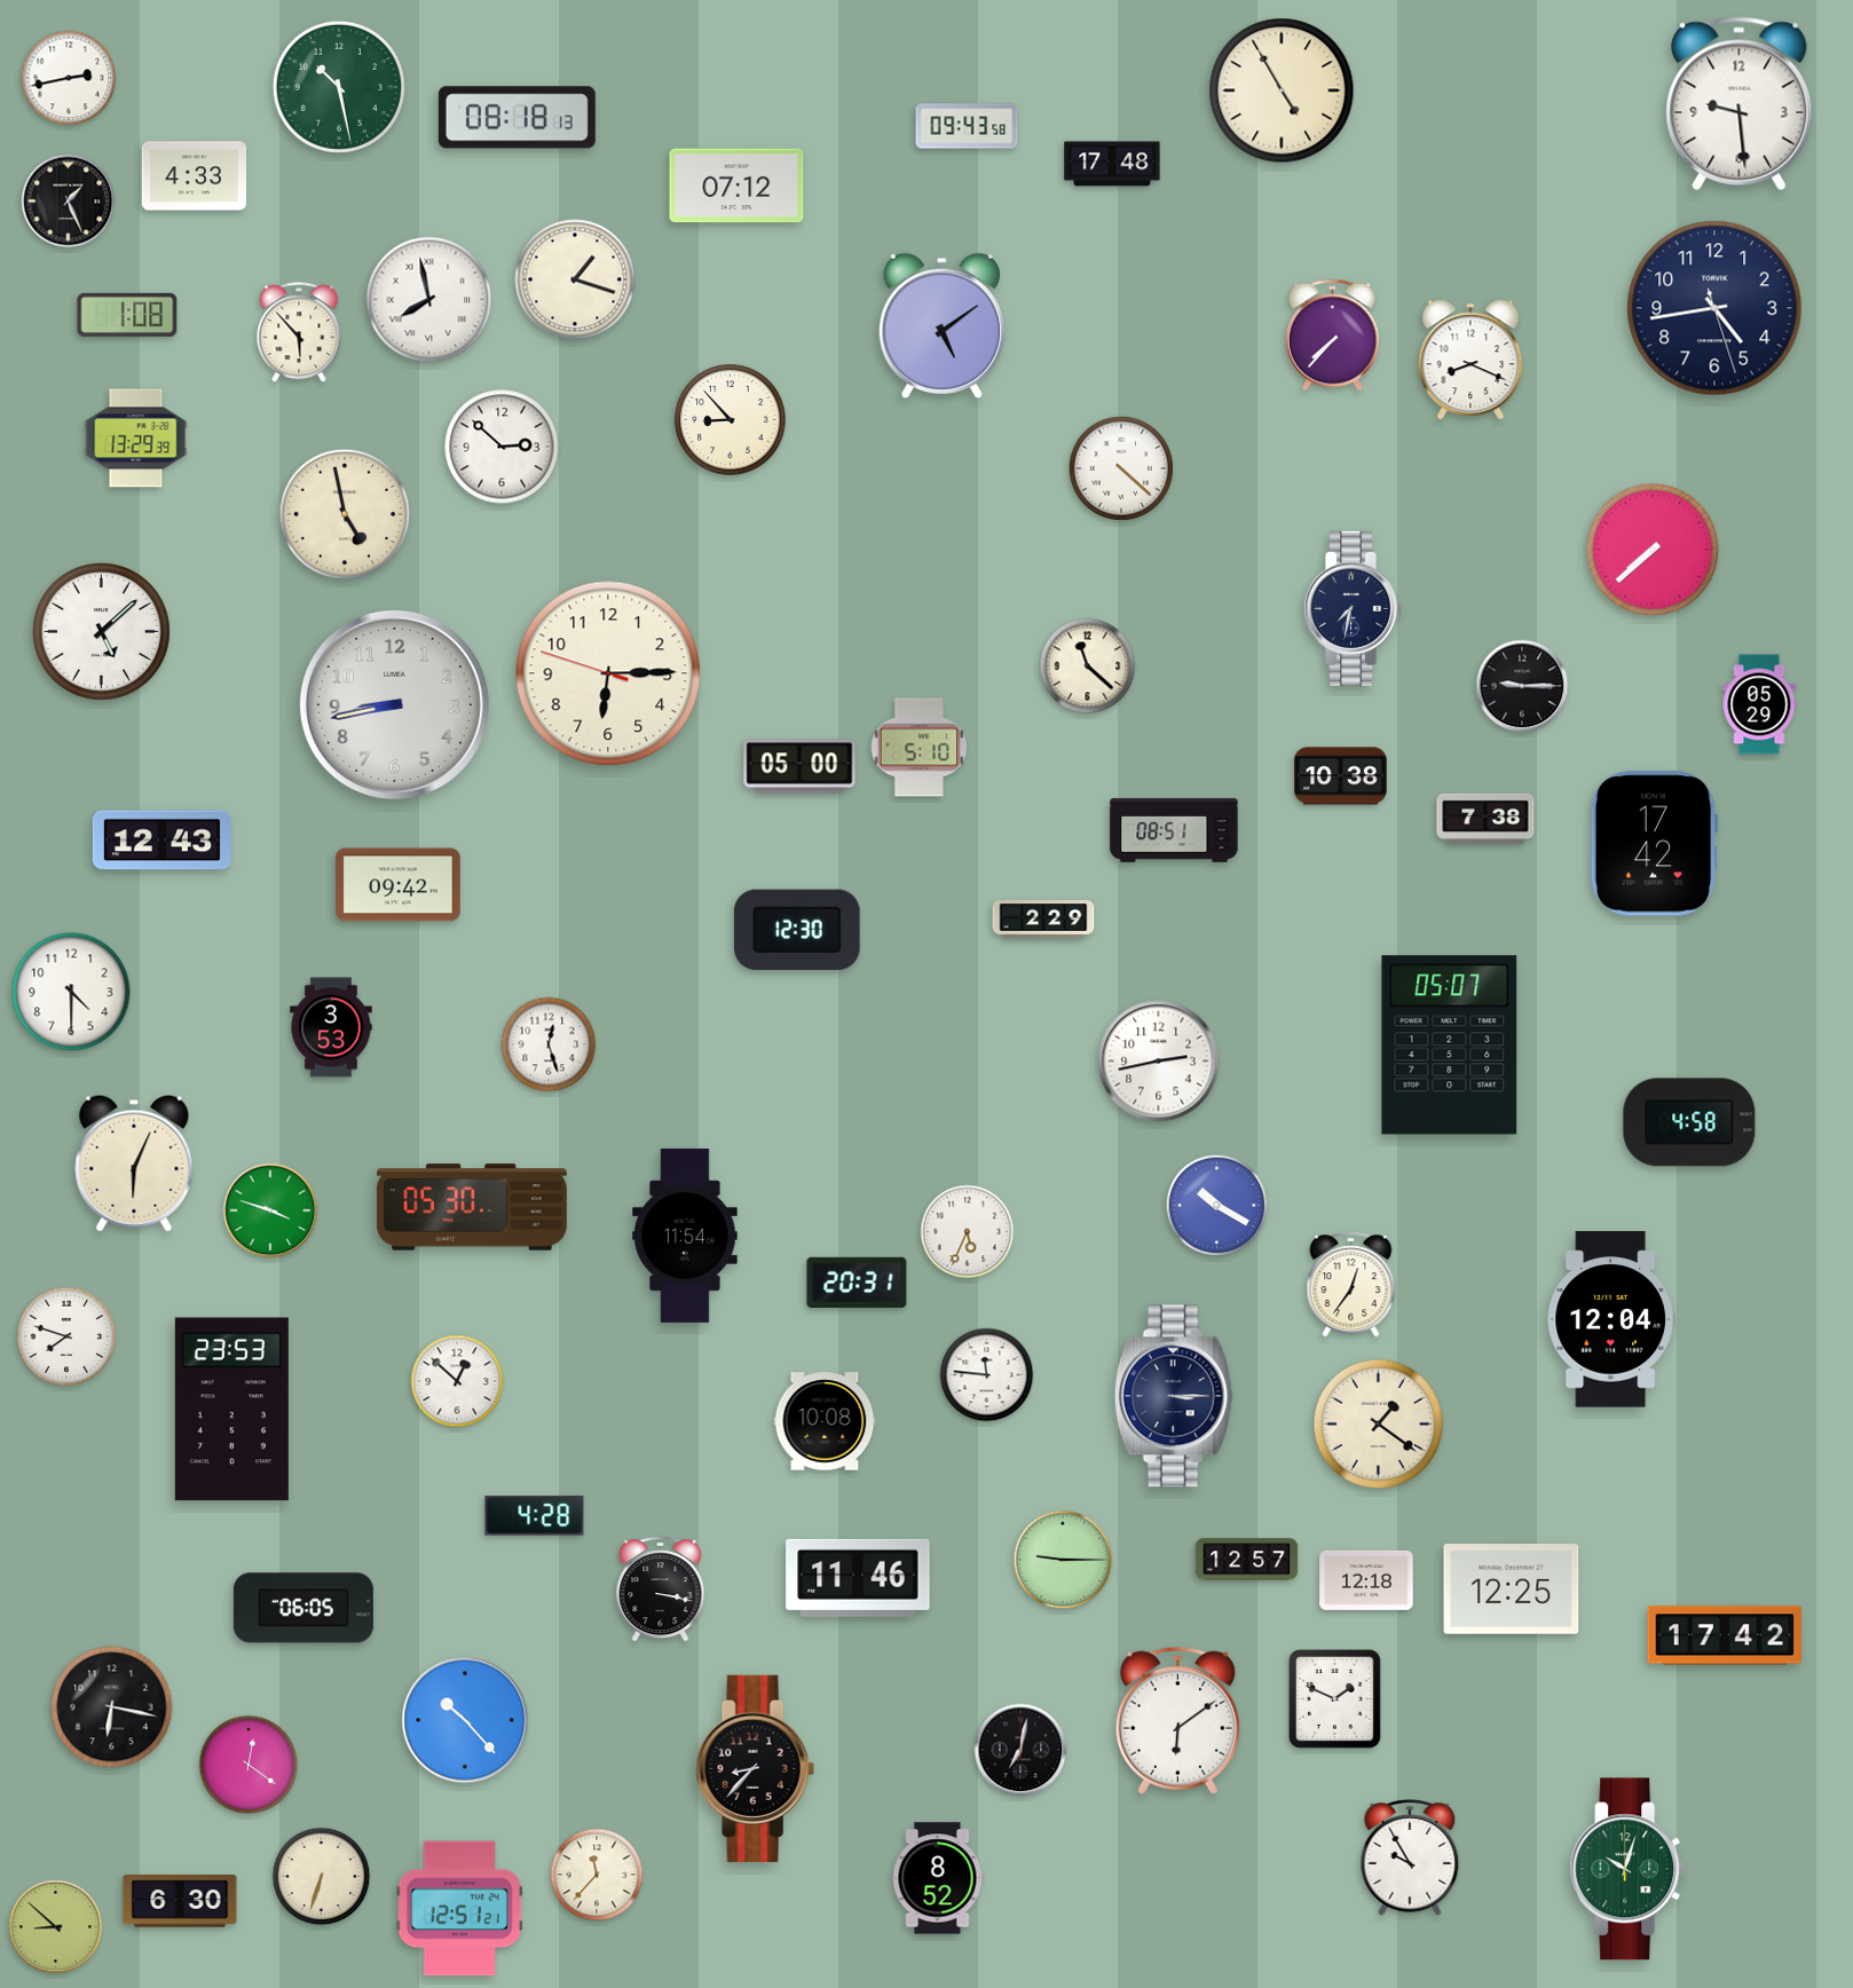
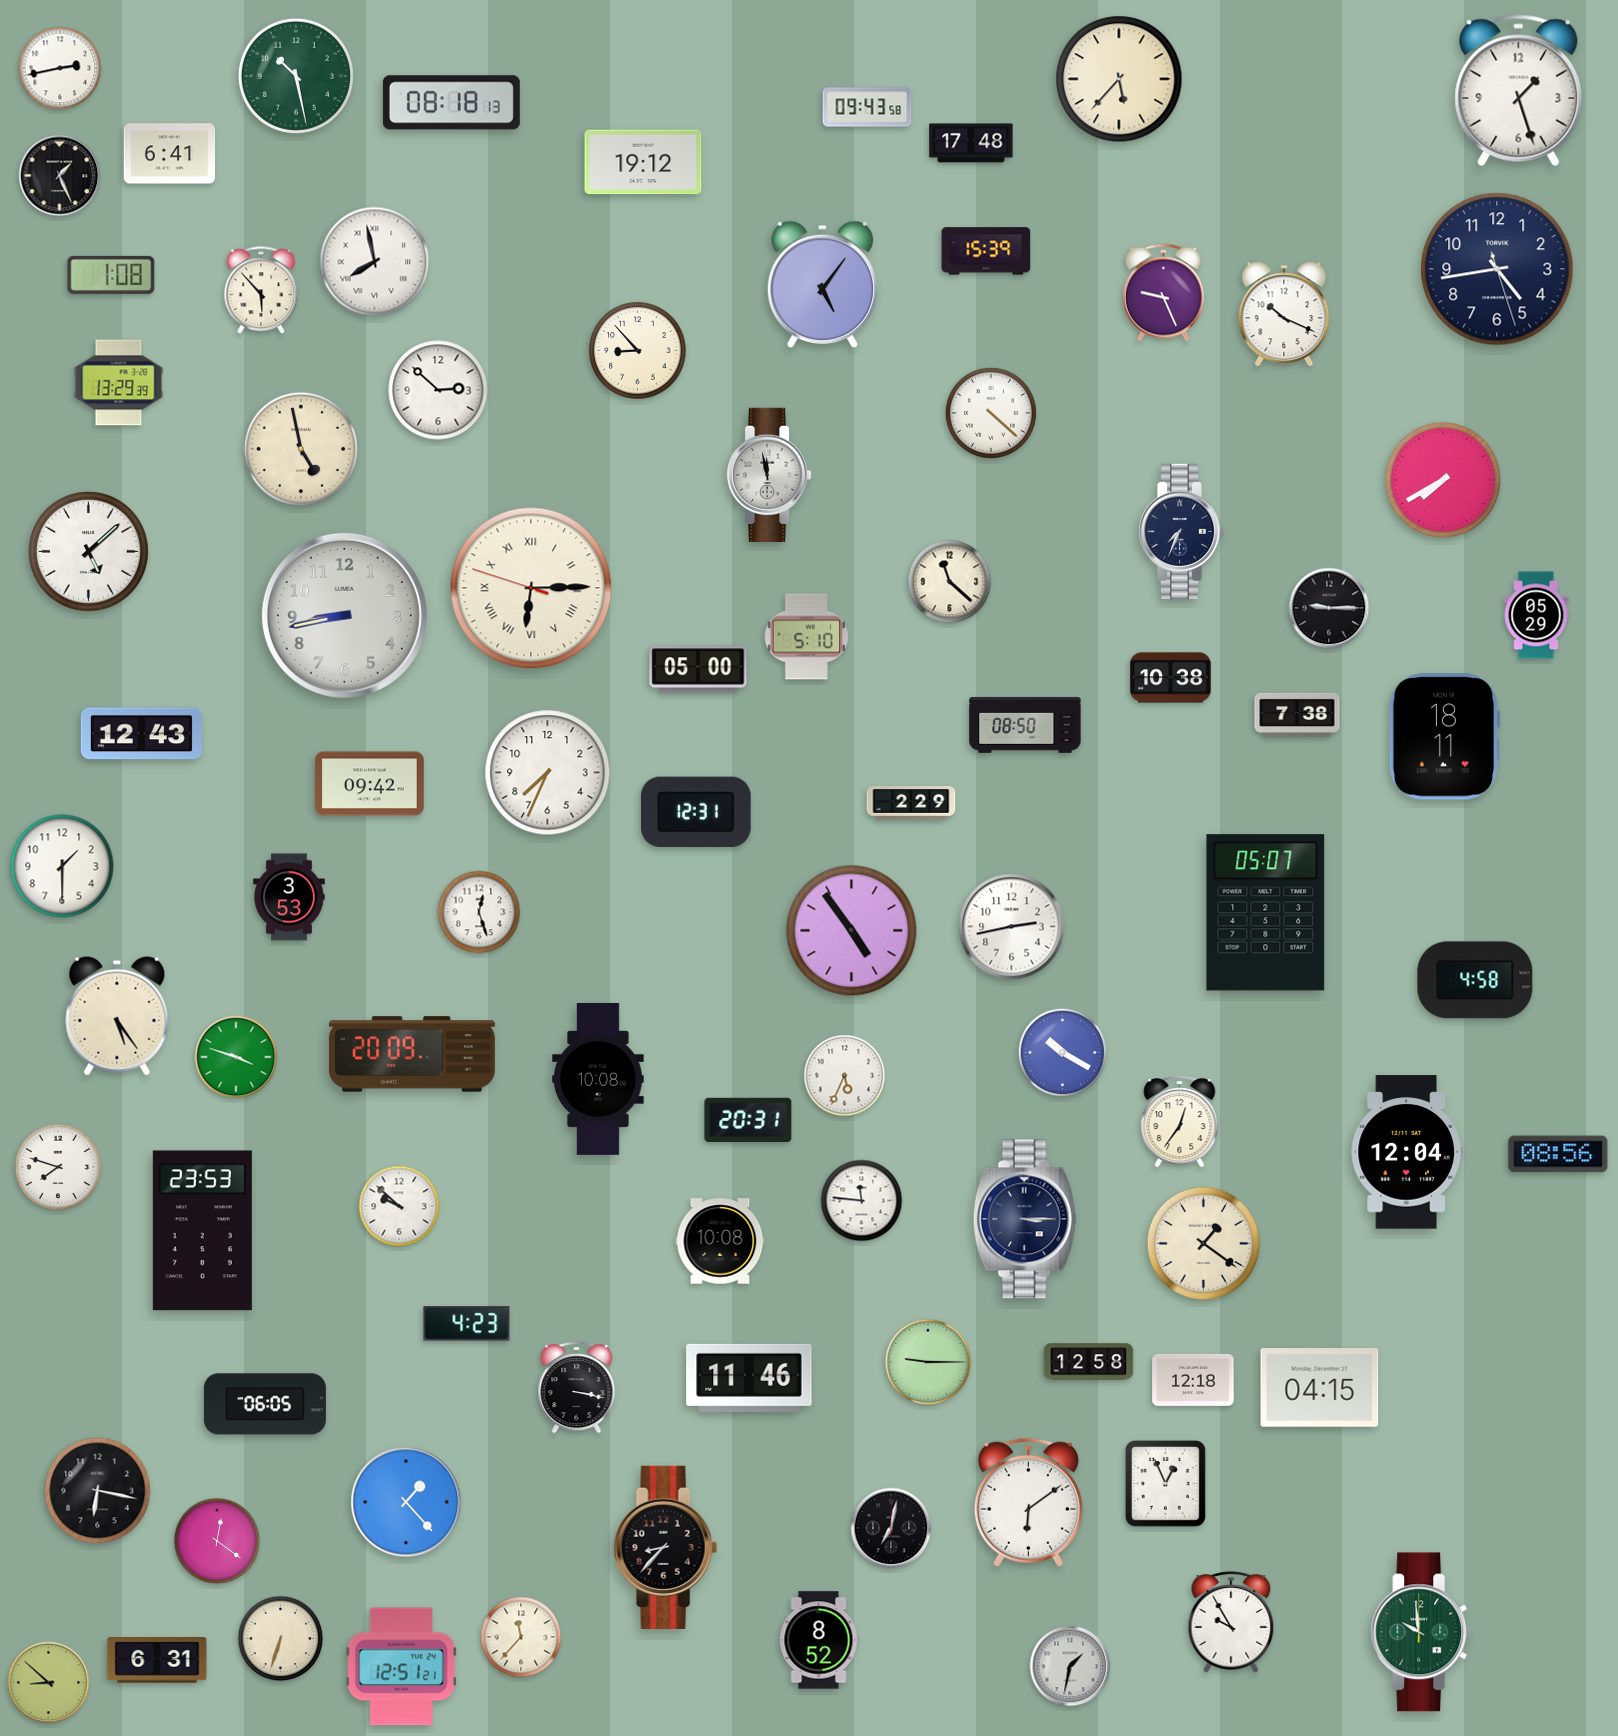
clock at (1282, 90): 4:55 -> 5:37
clock at (1740, 104): 9:29 -> 1:27
clock at (967, 126) position: (967, 126) -> (867, 107)
clock at (195, 176): 4:33 -> 6:41
clock at (736, 186): 07:12 -> 19:12
clock at (575, 279): 1:18 -> none
clock at (986, 251): none -> 15:39
clock at (941, 326): 5:09 -> 5:06
clock at (1332, 336): 7:37 -> 9:26
clock at (1470, 360): 8:19 -> 10:19
clock at (731, 420) position: (731, 420) -> (638, 351)
clock at (1121, 468) position: (1121, 468) -> (991, 413)
clock at (769, 474): none -> 11:58
clock at (1653, 550): 7:38 -> 7:40
clock at (1353, 608): 7:32 -> 7:34
clock at (608, 673) numerals: Arabic -> Roman
clock at (1522, 686) position: (1522, 686) -> (1329, 608)
clock at (920, 748) position: (920, 748) -> (807, 637)
clock at (1174, 830): 08:51 -> 08:50
clock at (1654, 844): 17:42 -> 18:11
clock at (397, 885) position: (397, 885) -> (369, 784)
clock at (548, 773): none -> 7:34
clock at (797, 929): 12:30 -> 12:31
clock at (71, 992): 4:30 -> 1:30
clock at (852, 931): none -> 4:54
clock at (134, 1163): 6:04 -> 5:24
clock at (472, 1207): 05:30 -> 20:09
clock at (685, 1236): 11:54 -> 10:08
clock at (1558, 1154): none -> 08:56
clock at (457, 1381): 12:52 -> 9:52
clock at (535, 1516): 4:28 -> 4:23
clock at (1247, 1560): 12:57 -> 12:58
clock at (1512, 1589): 12:25 -> 04:15
clock at (1724, 1635): 17:42 -> none
clock at (1334, 1698): 1:49 -> 12:56
clock at (465, 1720): 10:23 -> 1:23
clock at (755, 1768) position: (755, 1768) -> (665, 1547)
clock at (1627, 1869): 10:03 -> 9:59
clock at (180, 1902): 6:30 -> 6:31
clock at (1070, 1666): none -> 1:32
